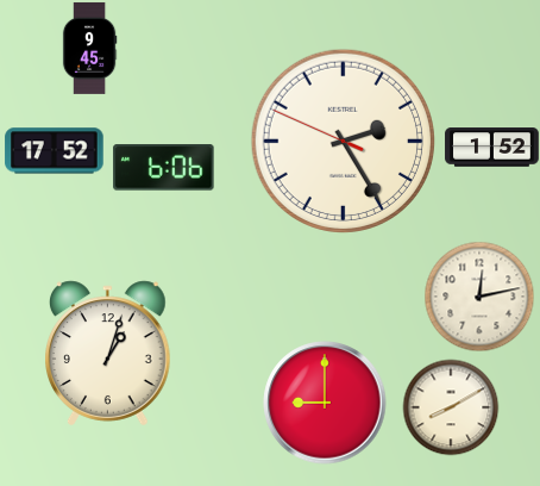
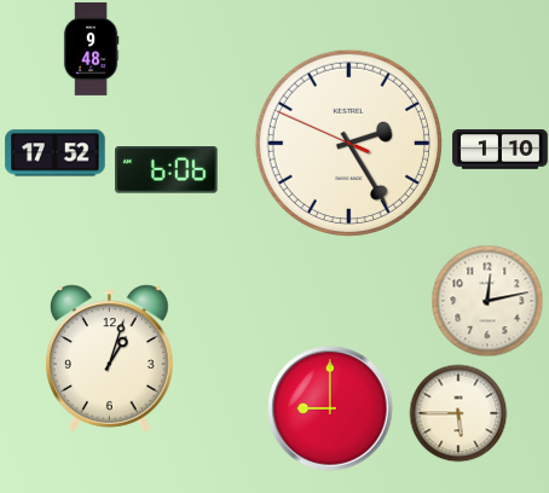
clock at (89, 49): 9:45 -> 9:48
clock at (492, 148): 1:52 -> 1:10
clock at (451, 407): 8:10 -> 5:45
